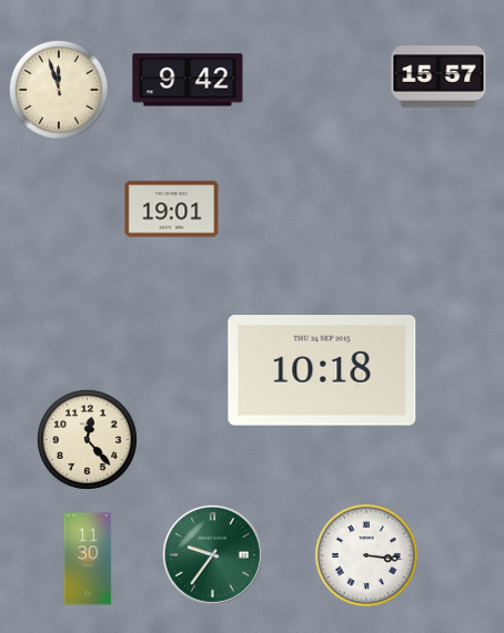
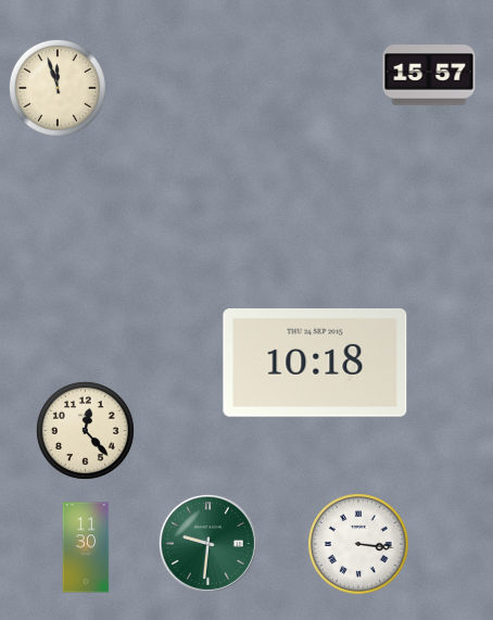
clock at (188, 80): 9:42 -> none
clock at (172, 210): 19:01 -> none
clock at (212, 554): 9:36 -> 9:31
